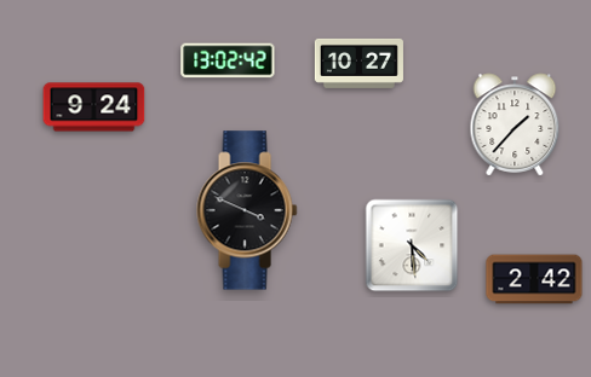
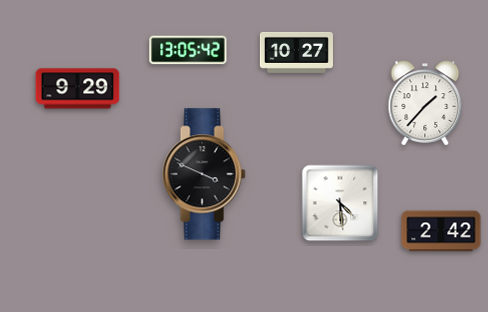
clock at (228, 60): 13:02 -> 13:05
clock at (94, 108): 9:24 -> 9:29
